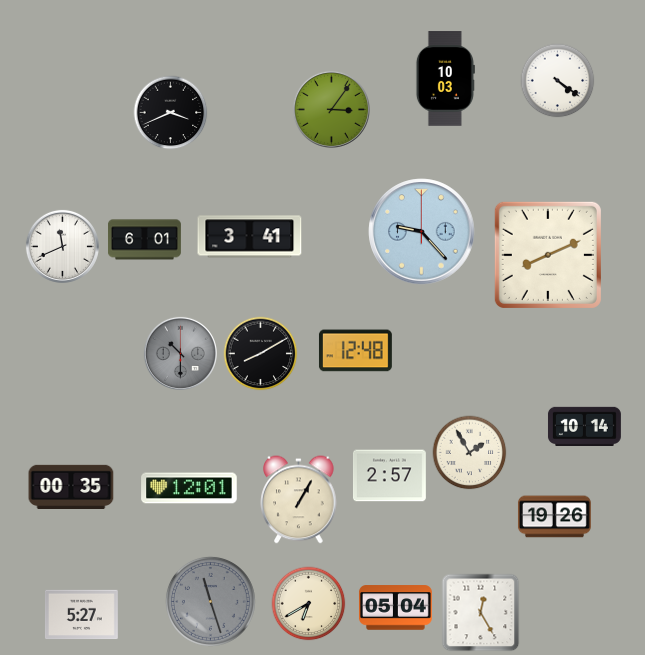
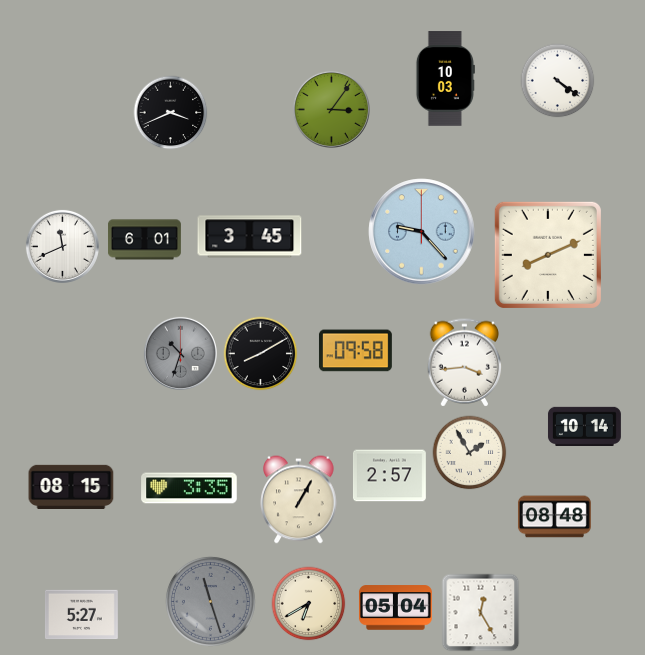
clock at (250, 237): 3:41 -> 3:45
clock at (355, 351): 12:48 -> 09:58
clock at (180, 353): 10:30 -> 10:33
clock at (465, 363): none -> 3:44
clock at (71, 486): 00:35 -> 08:15
clock at (189, 488): 12:01 -> 3:35
clock at (554, 517): 19:26 -> 08:48
